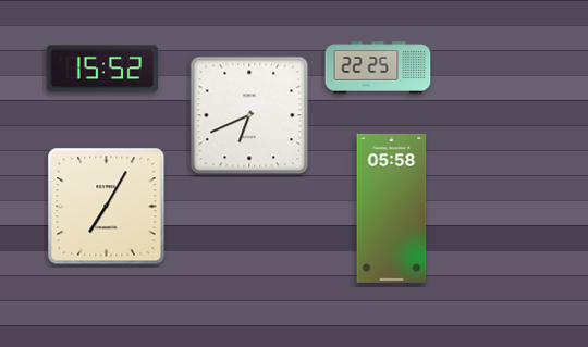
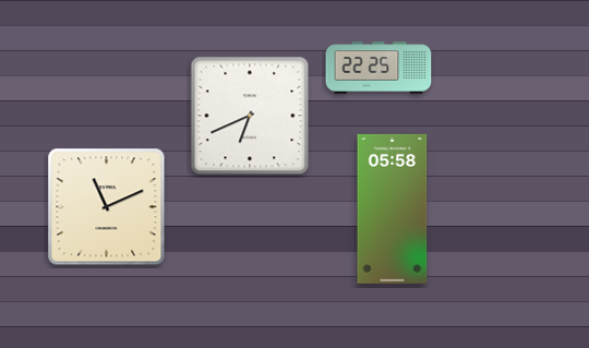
clock at (102, 69): 15:52 -> none
clock at (107, 207): 7:05 -> 11:11
